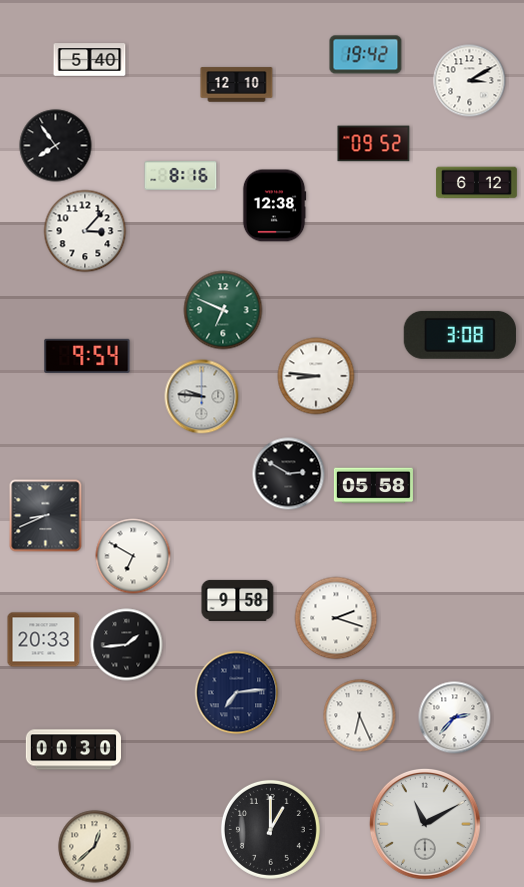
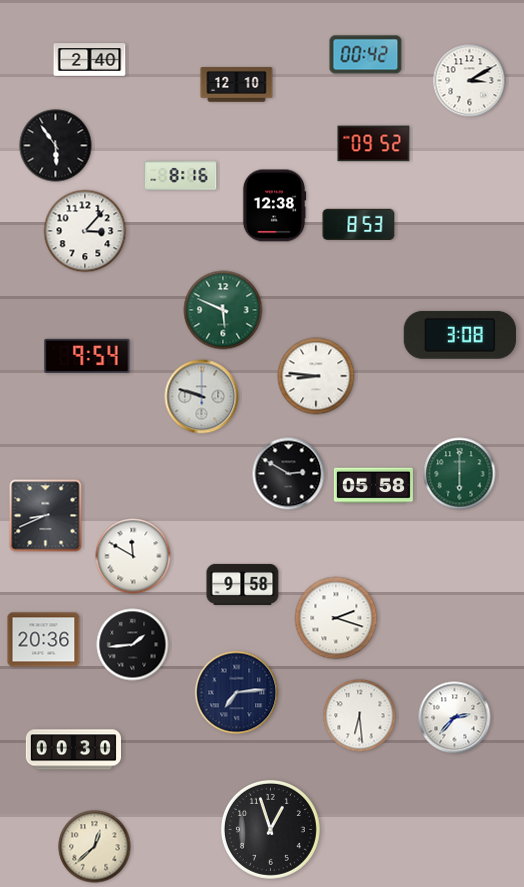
clock at (366, 55): 19:42 -> 00:42
clock at (90, 60): 5:40 -> 2:40
clock at (56, 146): 7:54 -> 5:54
clock at (477, 183): 6:12 -> none
clock at (359, 224): none -> 8:53
clock at (223, 310): 6:49 -> 5:49
clock at (202, 397): 9:46 -> 9:48
clock at (460, 474): none -> 6:00
clock at (133, 556): 6:50 -> 11:50
clock at (238, 600) position: (238, 600) -> (243, 584)
clock at (44, 640): 20:33 -> 20:36
clock at (127, 645) position: (127, 645) -> (133, 645)
clock at (360, 716): 6:26 -> 6:29
clock at (425, 824): 11:10 -> none
clock at (270, 829): 1:00 -> 12:57
